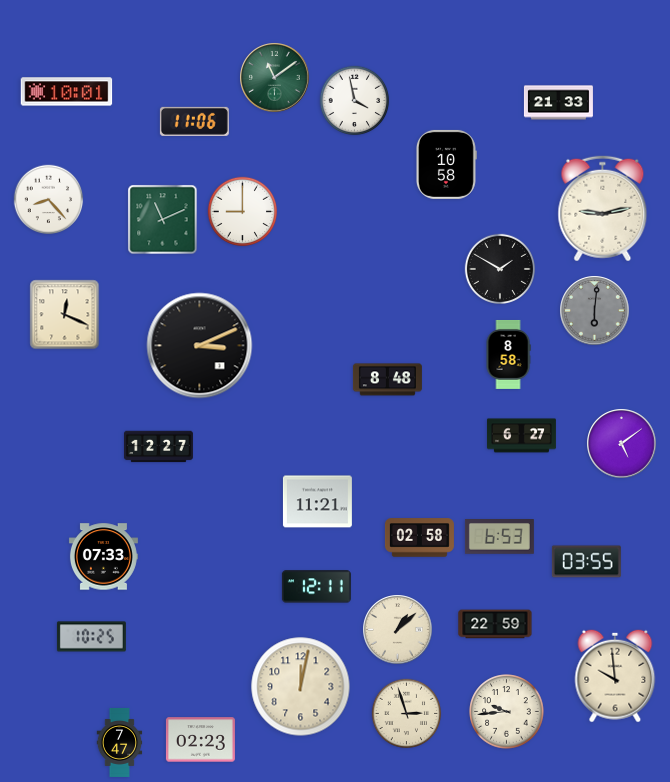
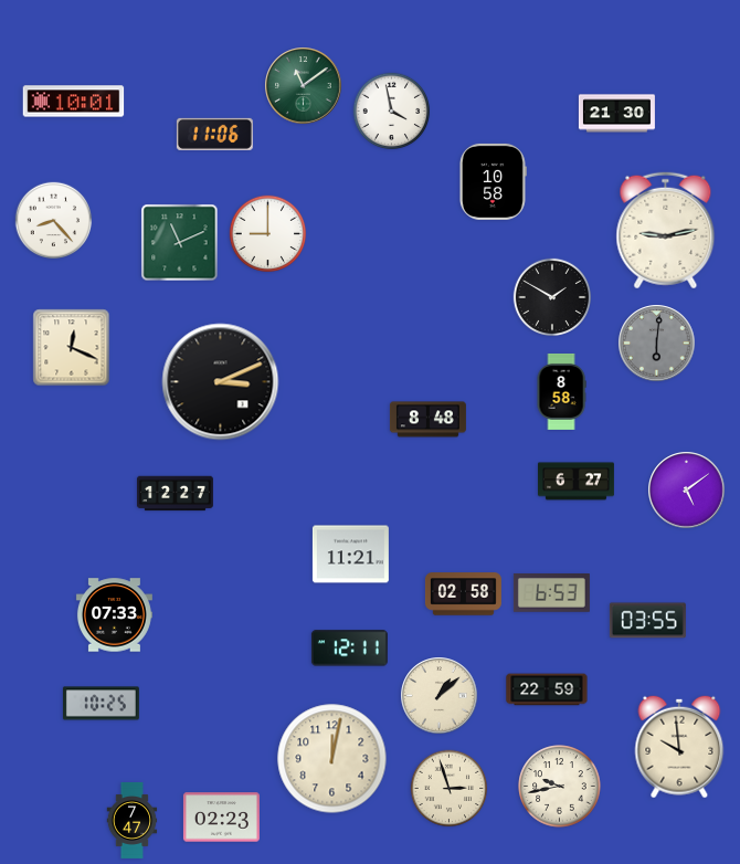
clock at (558, 103): 21:33 -> 21:30
clock at (507, 712): 9:44 -> 9:43
